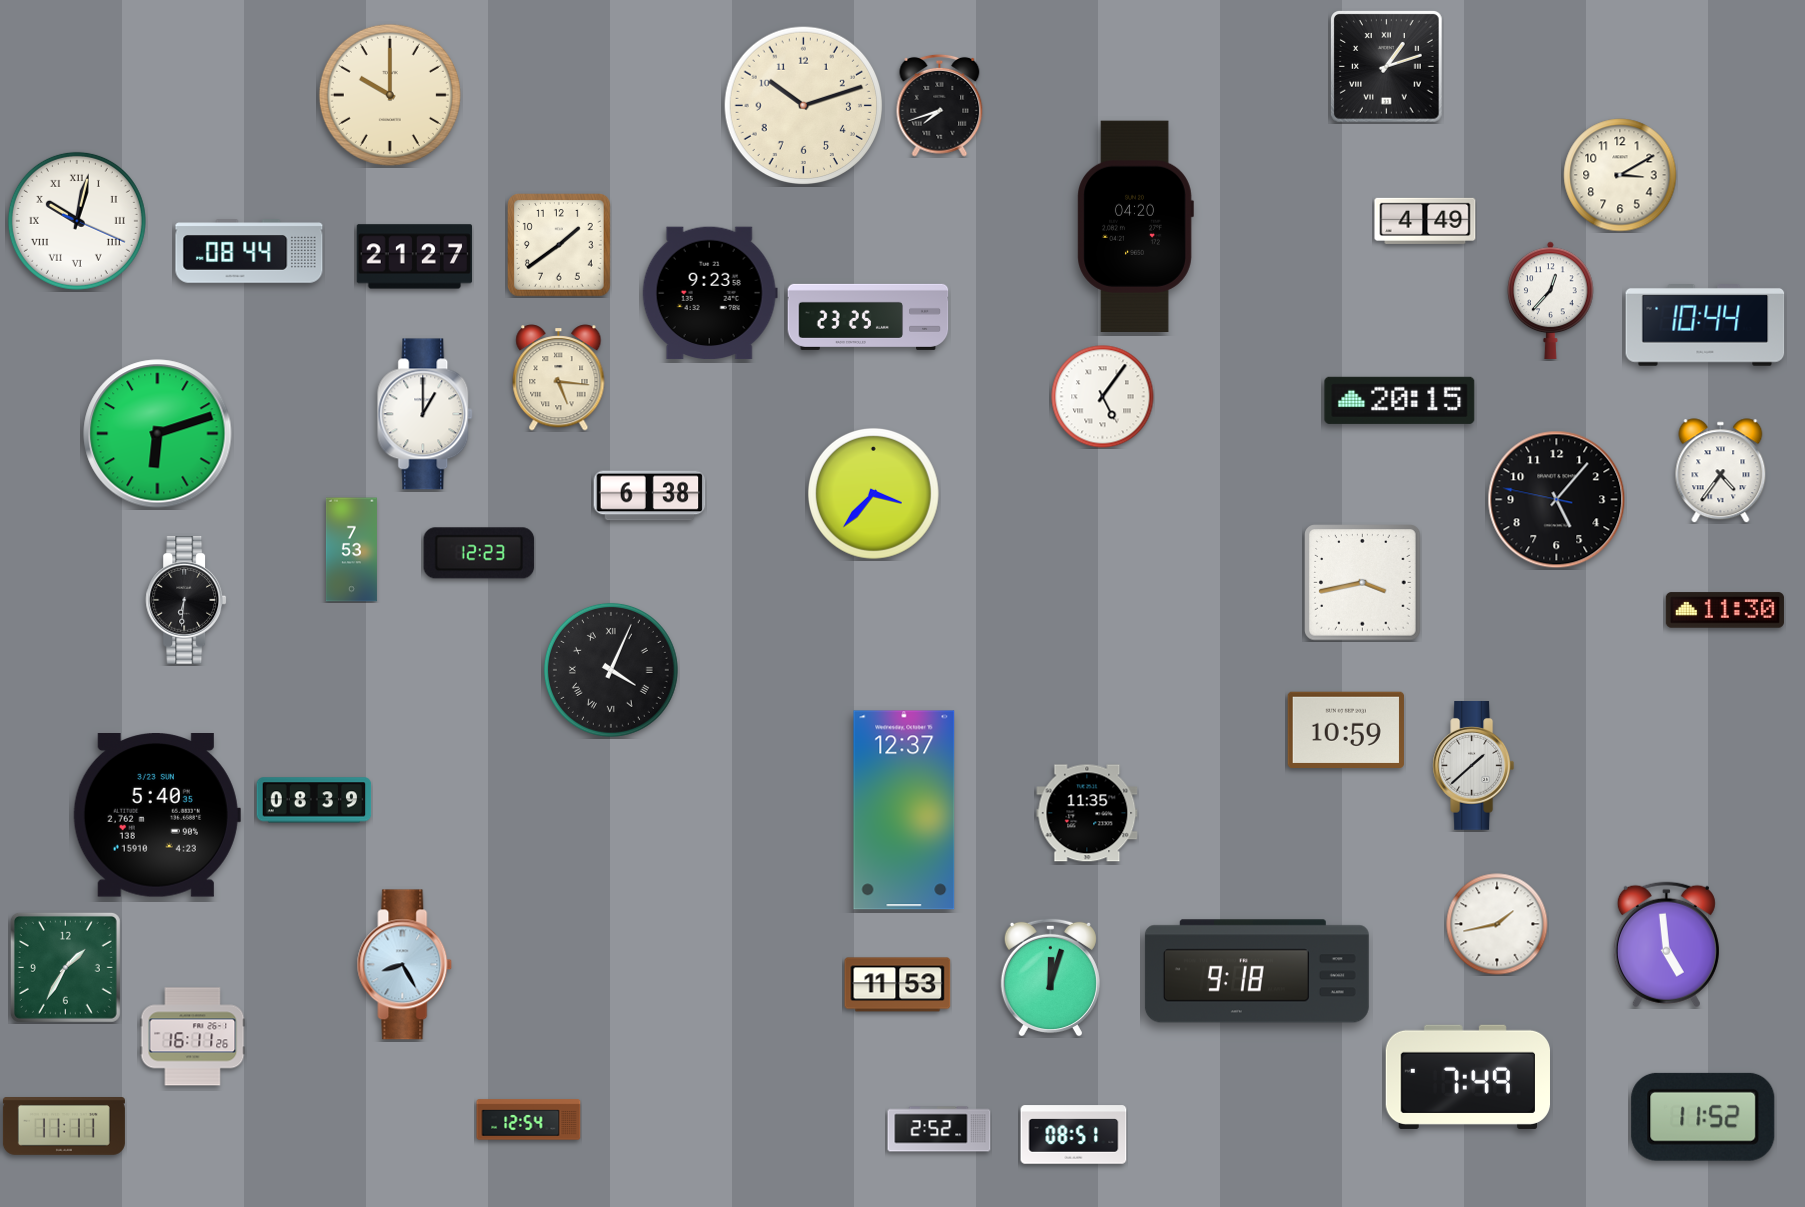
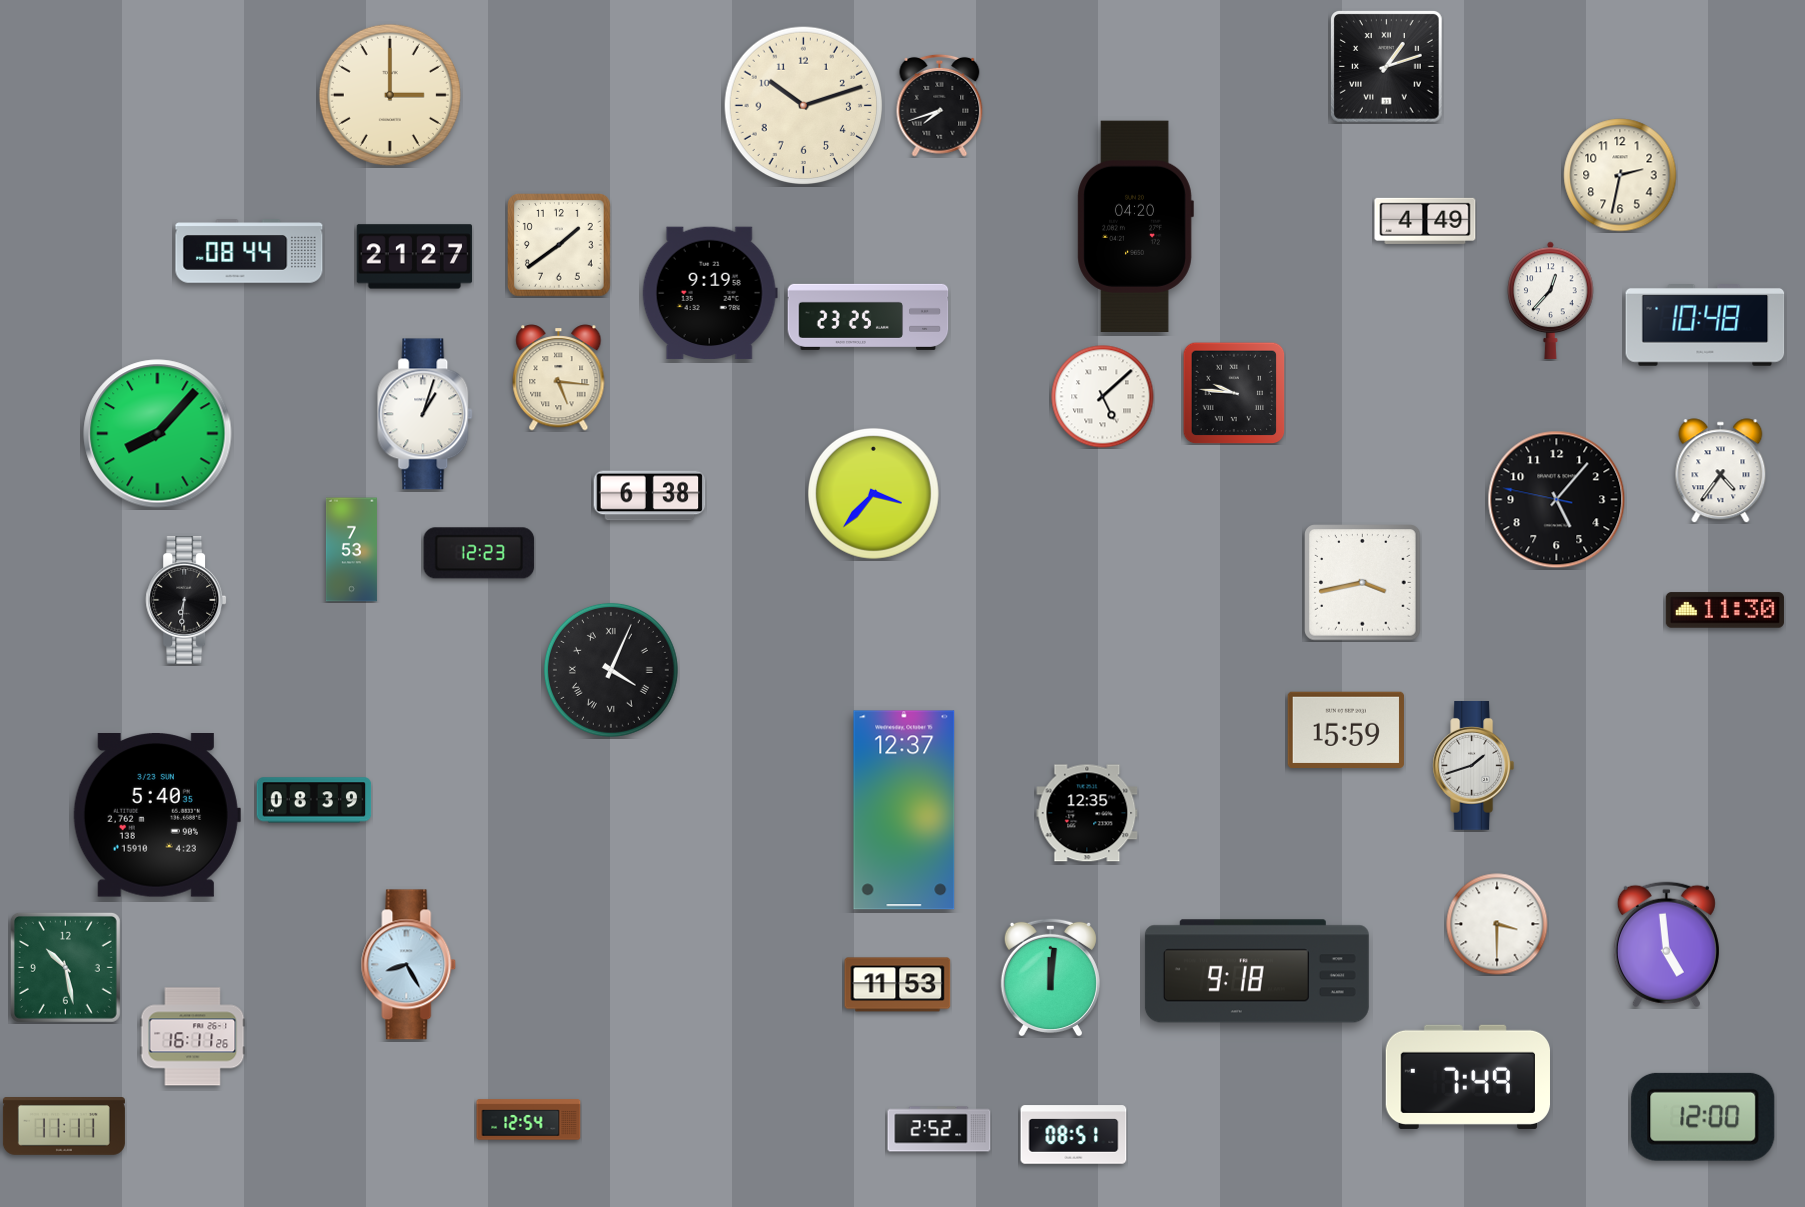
clock at (390, 95): 10:00 -> 3:00
clock at (1620, 175): 3:10 -> 2:32
clock at (77, 221): 10:02 -> none
clock at (710, 293): 9:23 -> 9:19
clock at (1705, 326): 10:44 -> 10:48
clock at (1234, 393): none -> 9:46
clock at (1103, 397): 5:06 -> 5:08
clock at (1400, 400): 20:15 -> none
clock at (426, 414): 1:00 -> 1:03
clock at (158, 434): 6:12 -> 8:07
clock at (1346, 730): 10:59 -> 15:59
clock at (1474, 766): 1:38 -> 1:42
clock at (1087, 813): 11:35 -> 12:35
clock at (1497, 924): 1:43 -> 3:30
clock at (405, 965) position: (405, 965) -> (409, 965)
clock at (65, 967): 1:35 -> 10:28
clock at (1050, 977): 12:03 -> 12:01
clock at (1703, 1117): 11:52 -> 12:00
